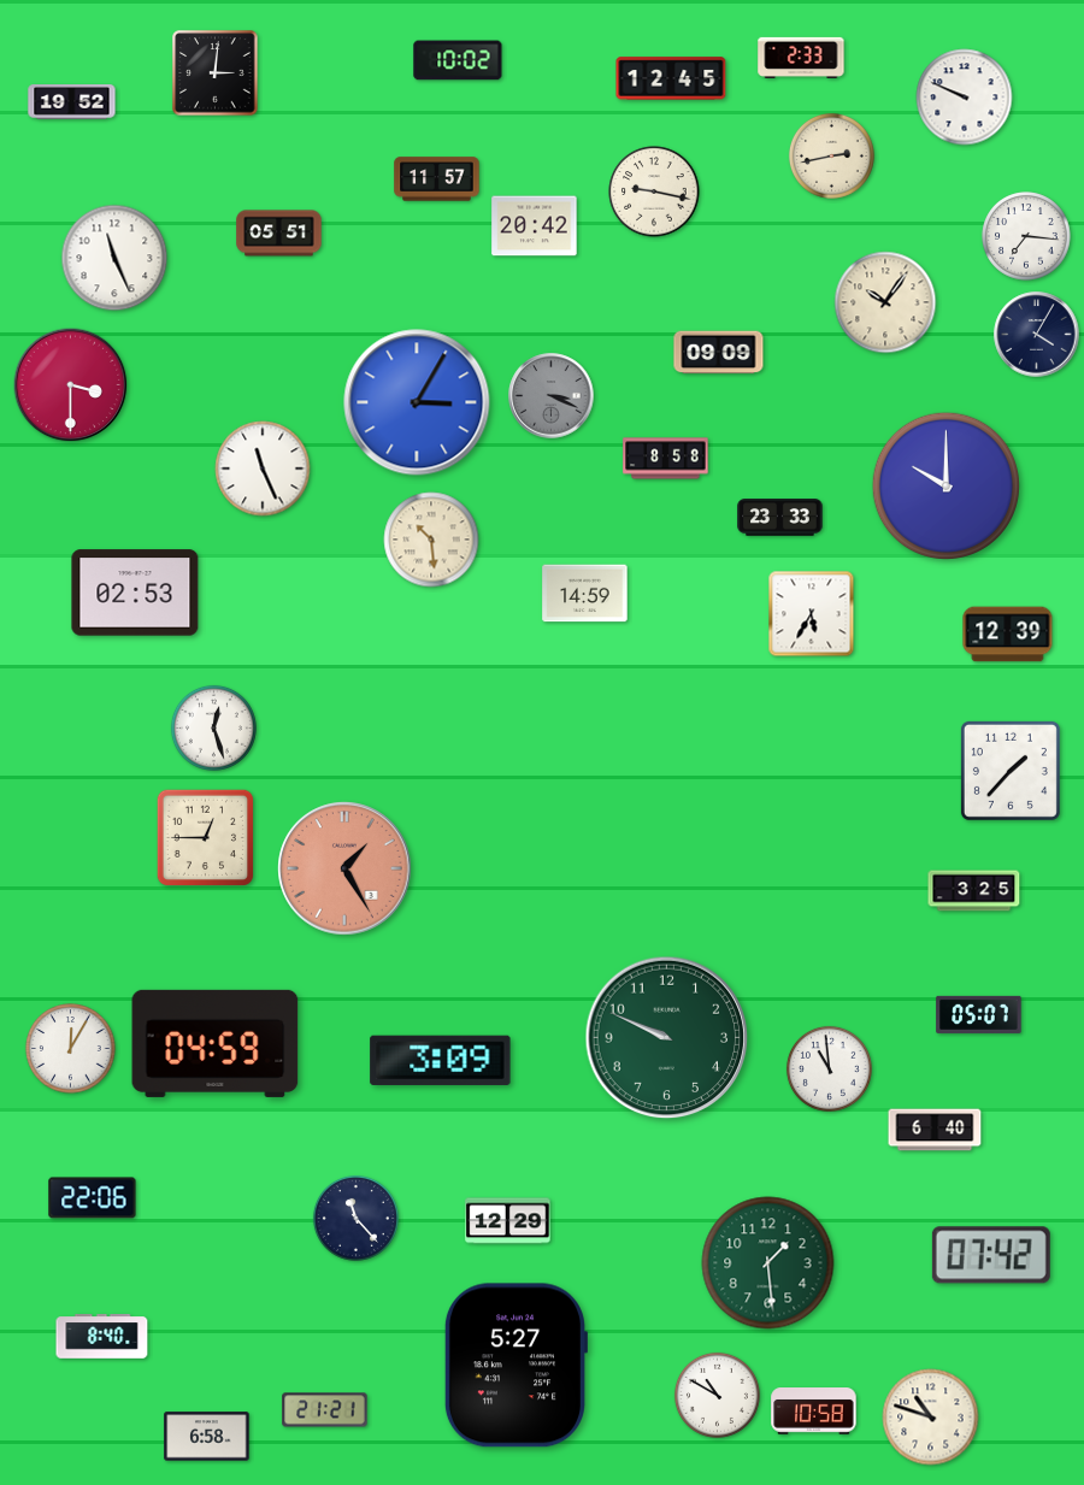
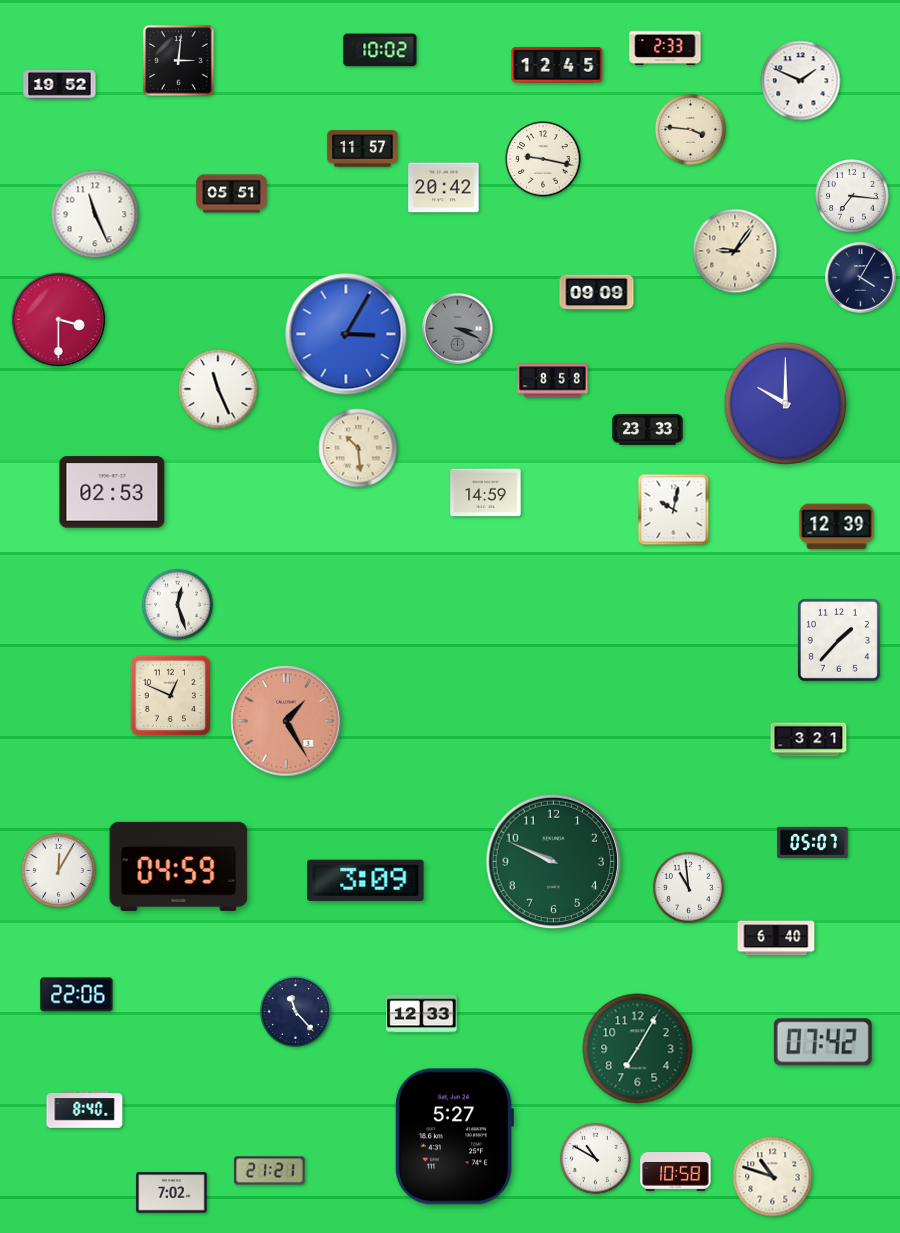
clock at (965, 98): 9:49 -> 1:49
clock at (831, 155): 2:43 -> 3:46
clock at (885, 302): 10:06 -> 9:06
clock at (812, 614): 5:35 -> 10:02
clock at (205, 837): 12:45 -> 12:49
clock at (974, 891): 3:25 -> 3:21
clock at (508, 1221): 12:29 -> 12:33
clock at (768, 1263): 1:29 -> 7:05
clock at (514, 1366) position: (514, 1366) -> (453, 1137)
clock at (207, 1437): 6:58 -> 7:02
